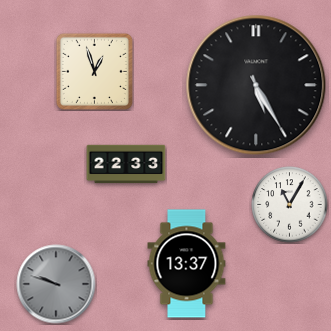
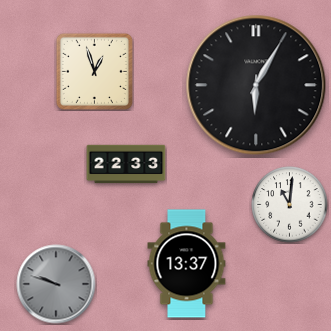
clock at (256, 85): 5:25 -> 6:05
clock at (290, 205): 11:05 -> 11:01
